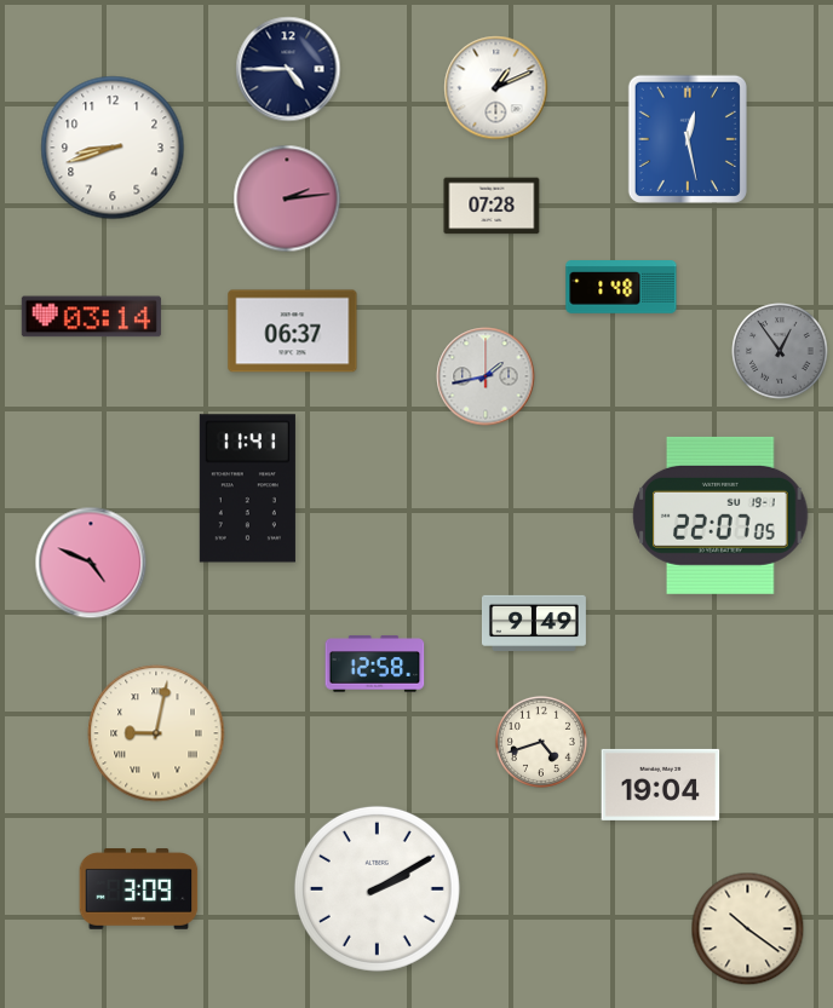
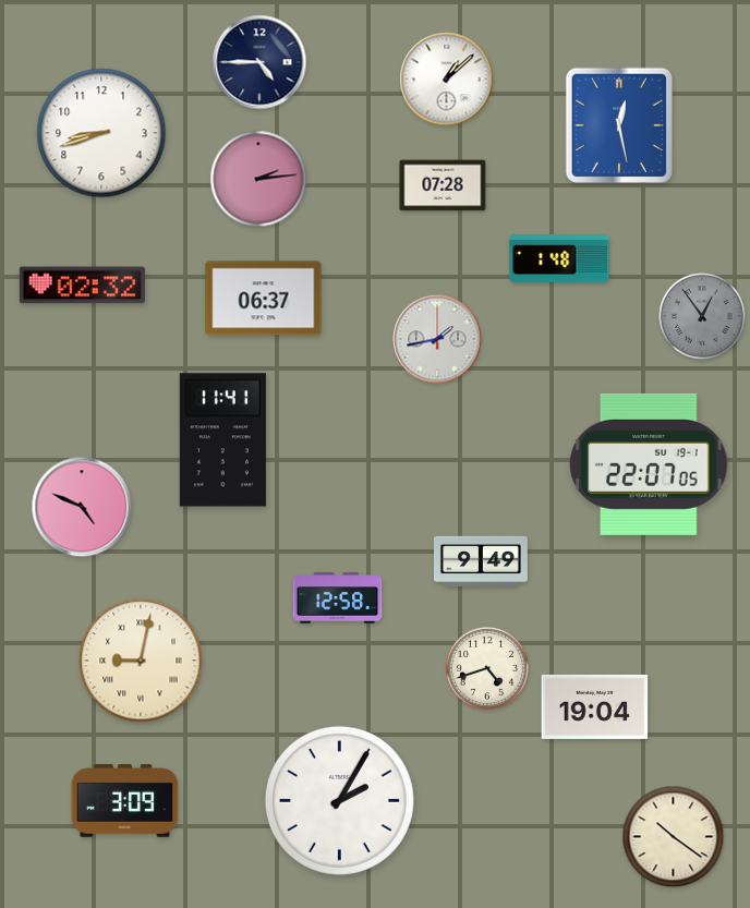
clock at (496, 88): 1:11 -> 1:08
clock at (91, 317): 03:14 -> 02:32
clock at (377, 888): 2:10 -> 2:05
